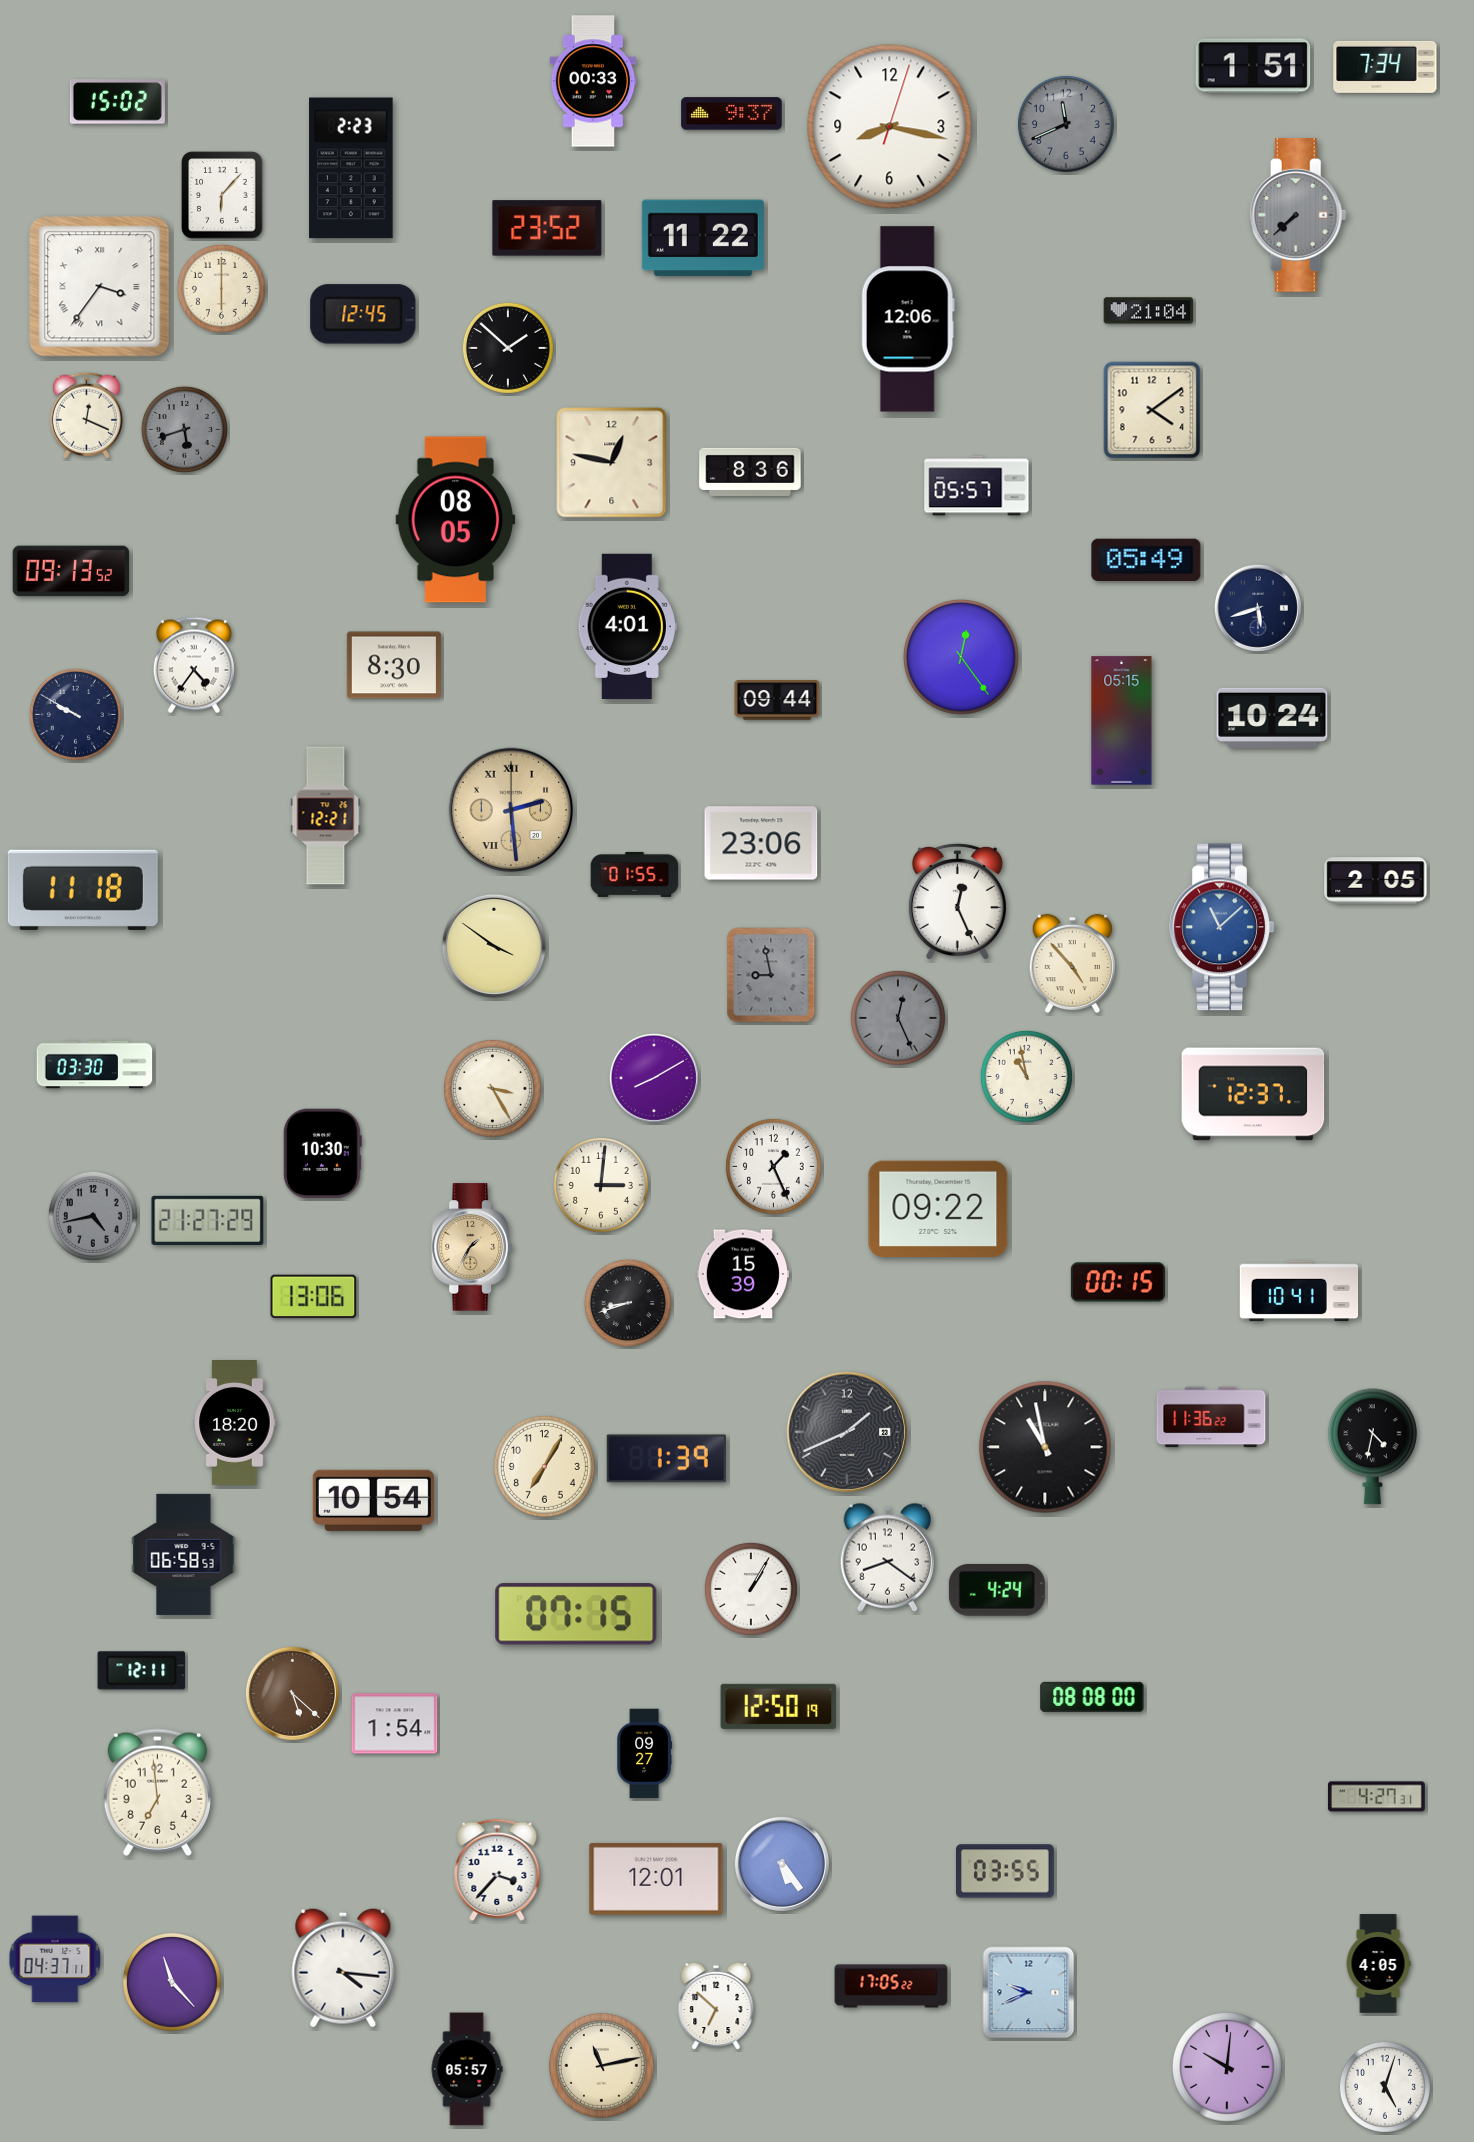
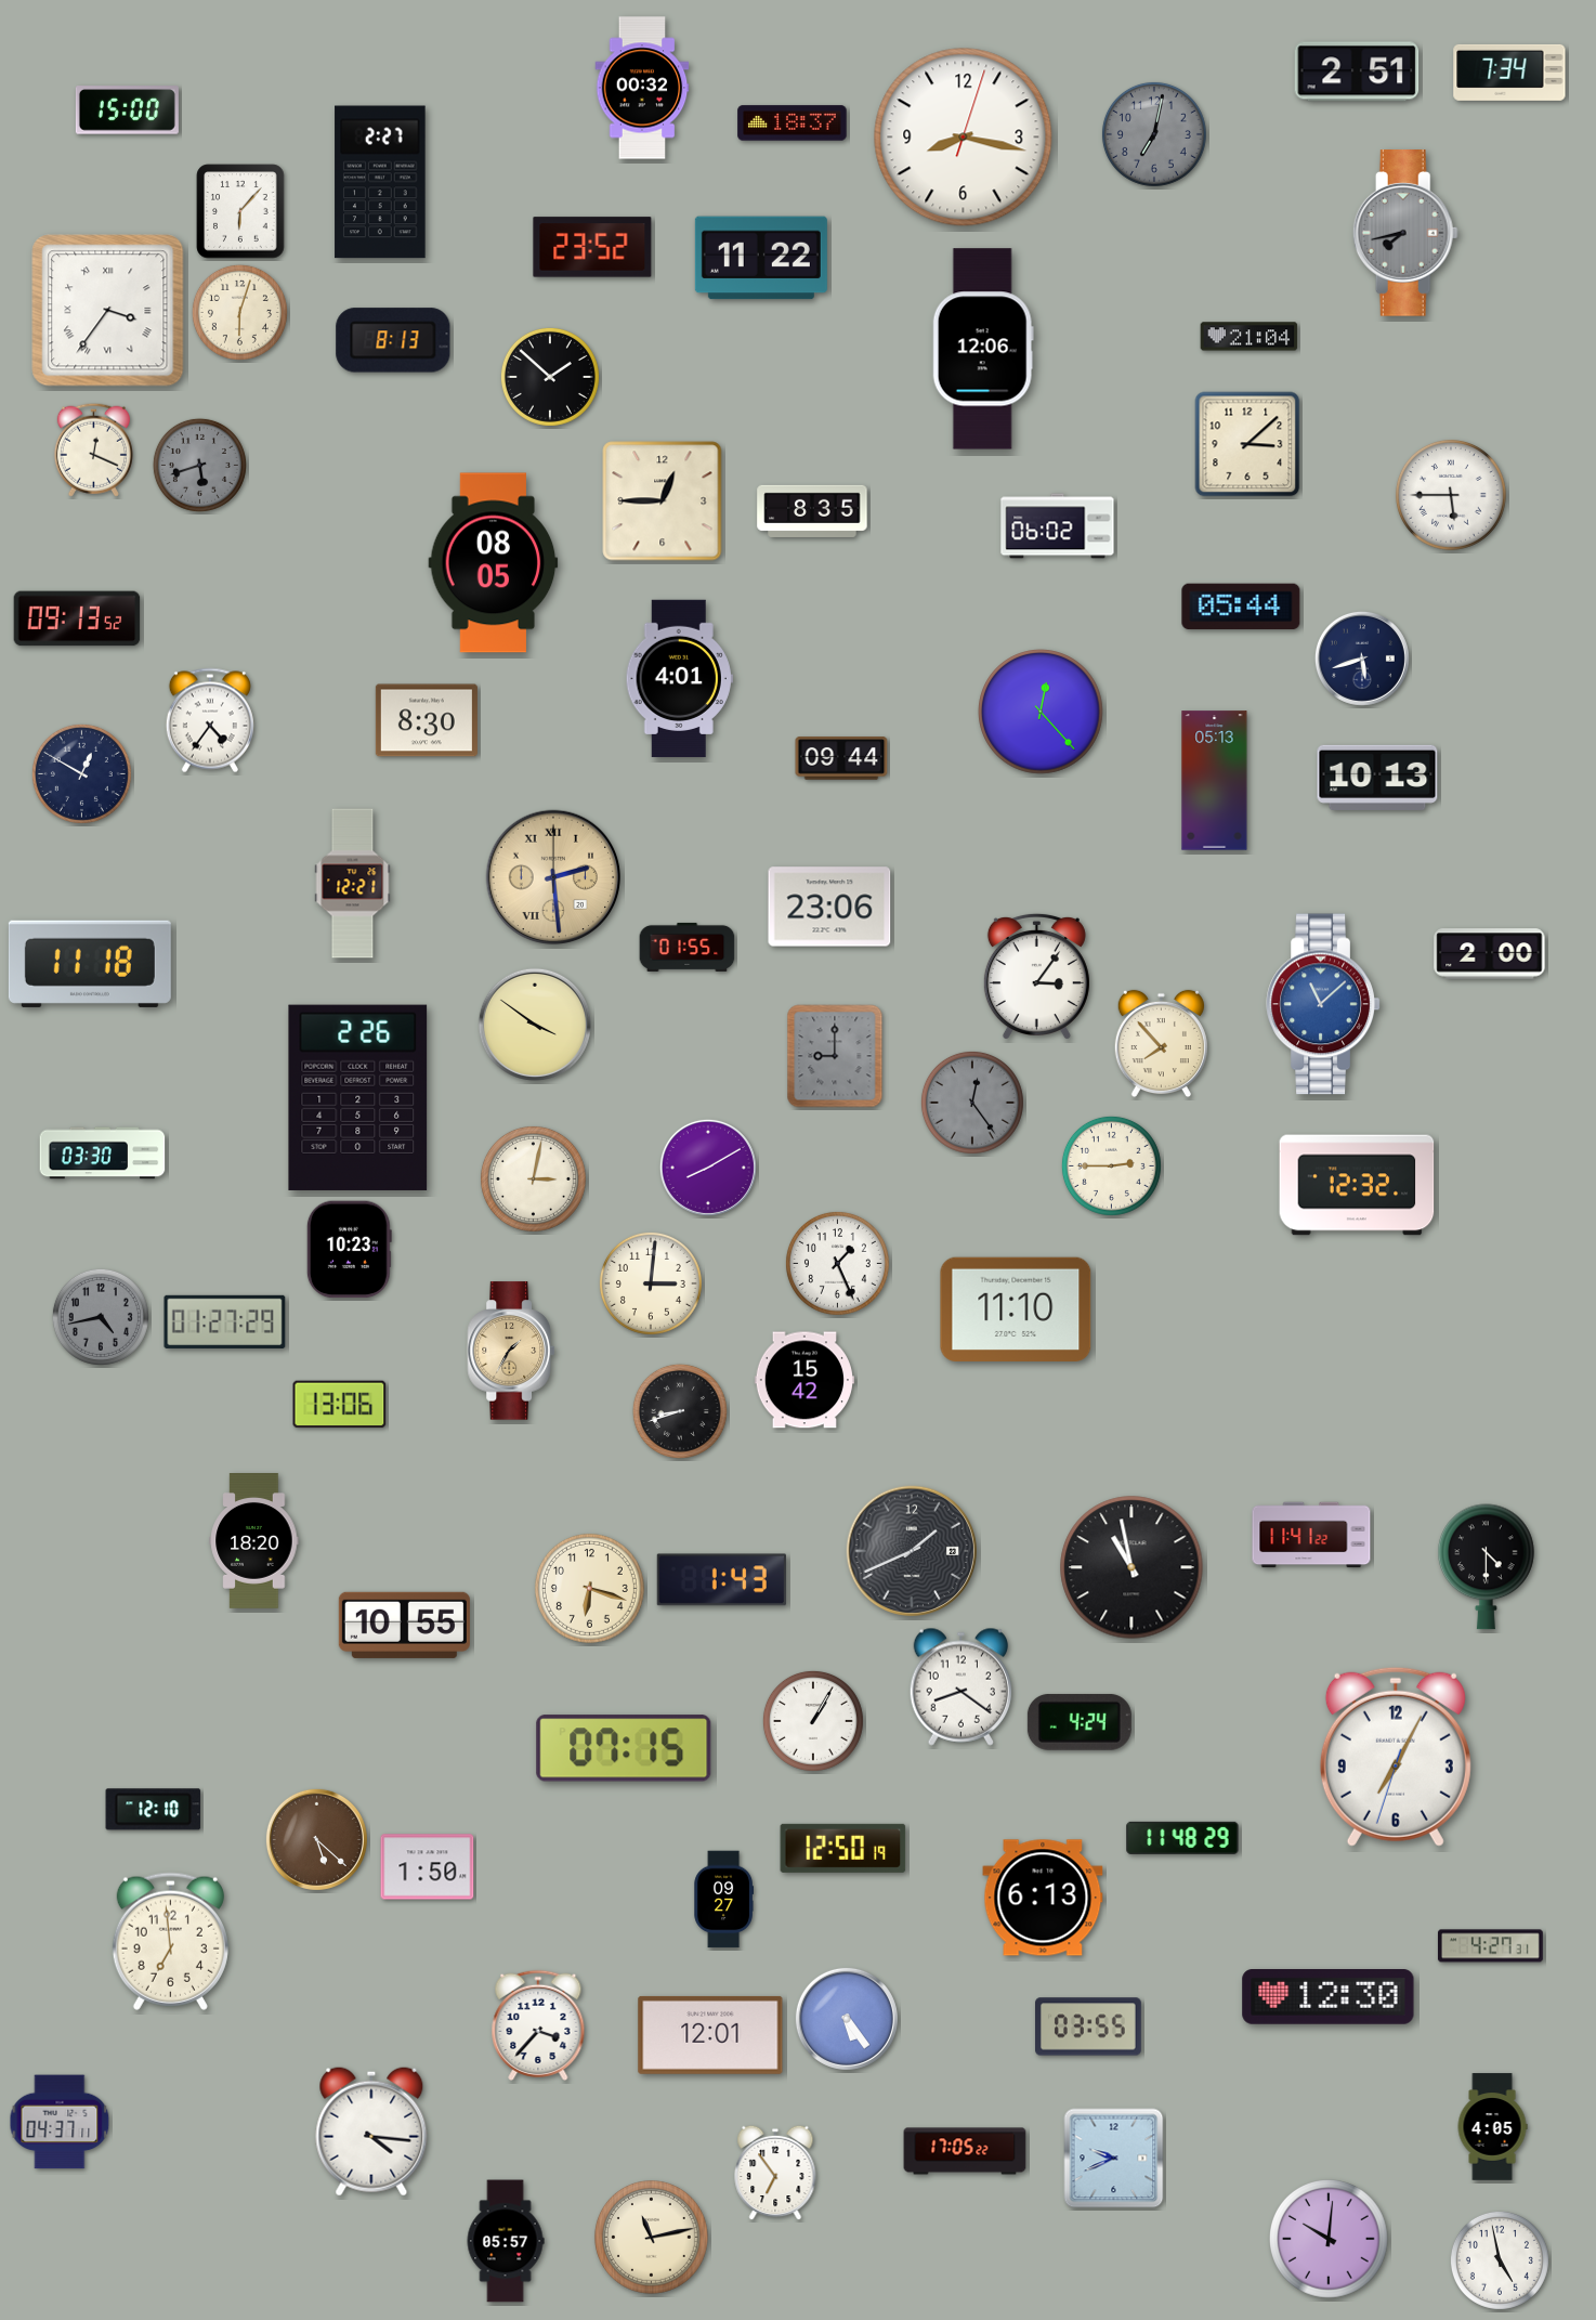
clock at (1253, 66): 1:51 -> 2:51
clock at (1385, 67) position: (1385, 67) -> (1509, 73)
clock at (593, 81): 00:33 -> 00:32
clock at (117, 102): 15:02 -> 15:00
clock at (732, 114): 9:37 -> 18:37
clock at (1066, 124): 11:41 -> 7:02
clock at (351, 168): 2:23 -> 2:27
clock at (1298, 215): 7:38 -> 7:43
clock at (221, 288): 6:00 -> 6:03
clock at (1149, 311) position: (1149, 311) -> (1250, 337)
clock at (363, 314): 12:45 -> 8:13
clock at (908, 319) position: (908, 319) -> (983, 349)
clock at (1152, 410): 4:09 -> 3:08
clock at (1451, 495): none -> 5:45
clock at (612, 463): 12:47 -> 12:45
clock at (750, 471): 8:36 -> 8:35
clock at (977, 486): 05:57 -> 06:02
clock at (1146, 560): 05:49 -> 05:44
clock at (961, 657): 12:24 -> 12:23
clock at (75, 714): 9:50 -> 12:50
clock at (1272, 718): 10:24 -> 10:13
clock at (1122, 721): 05:15 -> 05:13
clock at (761, 843) position: (761, 843) -> (829, 907)
clock at (1376, 881): 2:05 -> 2:00
clock at (957, 902): 12:26 -> 3:06
clock at (1072, 964): 4:53 -> 7:53
clock at (771, 975): 8:58 -> 9:00
clock at (358, 1097): none -> 2:26
clock at (898, 1018): 12:26 -> 12:24
clock at (1026, 1076): 10:58 -> 2:45
clock at (492, 1088): 3:25 -> 3:02
clock at (1253, 1094): 12:37 -> 12:32
clock at (322, 1154): 10:30 -> 10:23
clock at (938, 1208): 09:22 -> 11:10
clock at (208, 1220): 21:27 -> 01:27
clock at (742, 1274): 15:39 -> 15:42
clock at (1118, 1282): 00:15 -> none
clock at (1299, 1291): 10:41 -> none
clock at (1211, 1417): 11:36 -> 11:41
clock at (847, 1432) position: (847, 1432) -> (912, 1551)
clock at (1373, 1447): 4:32 -> 4:30
clock at (666, 1459): 1:39 -> 1:43
clock at (544, 1466): 7:05 -> 6:18
clock at (373, 1500): 10:54 -> 10:55
clock at (184, 1554): 06:58 -> none
clock at (1396, 1757): none -> 7:04
clock at (142, 1671): 12:11 -> 12:10
clock at (292, 1693) position: (292, 1693) -> (316, 1839)
clock at (1092, 1697): 08:08 -> 11:48
clock at (395, 1724): 1:54 -> 1:50
clock at (1043, 1898): none -> 6:13
clock at (644, 1754) position: (644, 1754) -> (723, 1900)
clock at (1329, 1997): none -> 12:30
clock at (172, 1982): 11:23 -> none
clock at (716, 2006): 6:52 -> 6:54
clock at (1385, 2087): 5:03 -> 4:58
